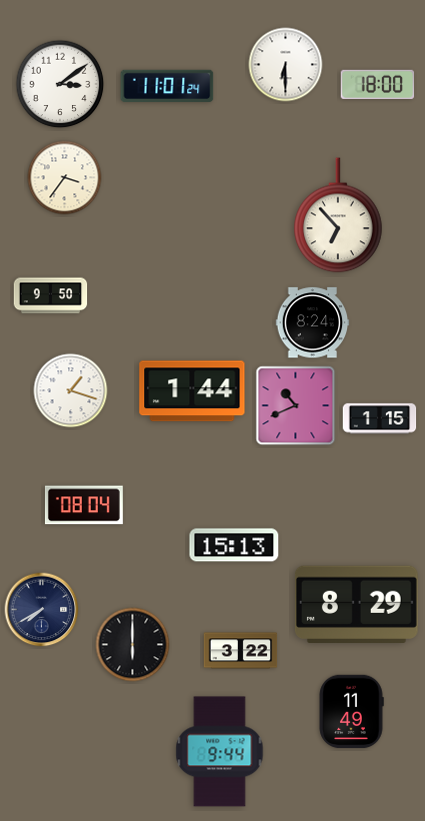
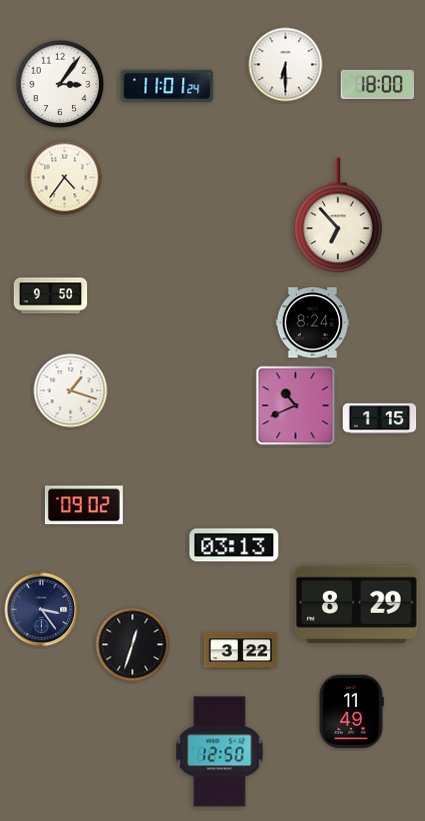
clock at (60, 84): 3:09 -> 3:06
clock at (65, 178): 3:36 -> 4:36
clock at (192, 391): 1:44 -> none
clock at (84, 505): 08:04 -> 09:02
clock at (234, 545): 15:13 -> 03:13
clock at (42, 610): 7:40 -> 3:24
clock at (133, 645): 6:00 -> 12:33
clock at (220, 752): 9:44 -> 12:50
